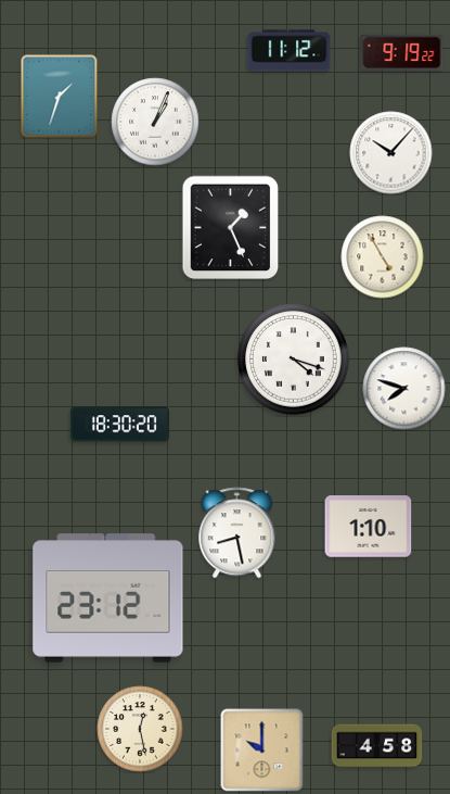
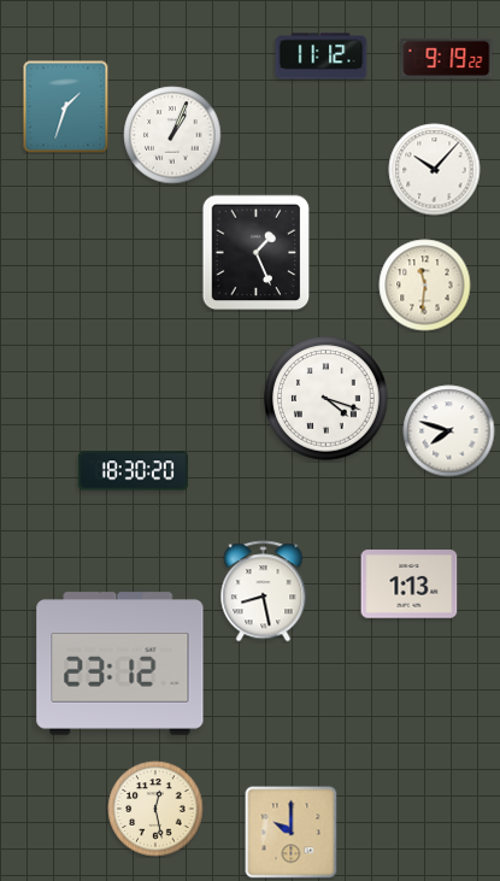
clock at (383, 257): 4:55 -> 11:31
clock at (369, 527): 1:10 -> 1:13
clock at (377, 746): 4:58 -> none
